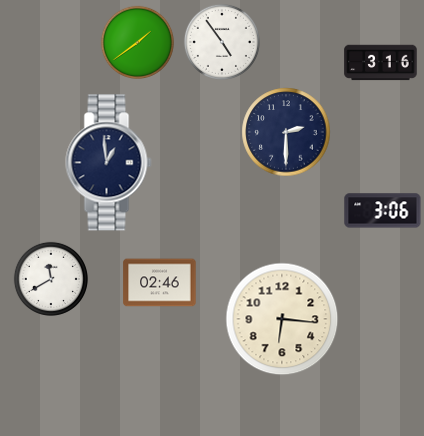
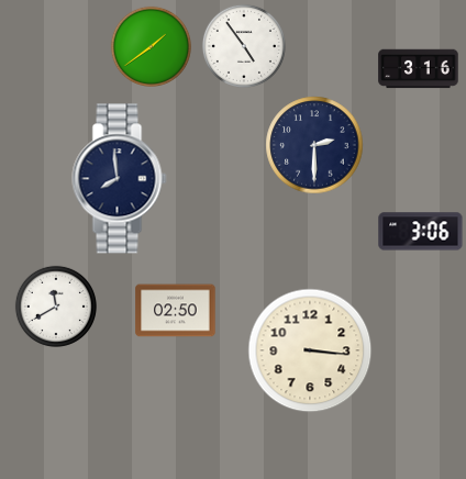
clock at (109, 163): 12:59 -> 7:59
clock at (160, 283): 02:46 -> 02:50
clock at (282, 319): 6:16 -> 3:16
